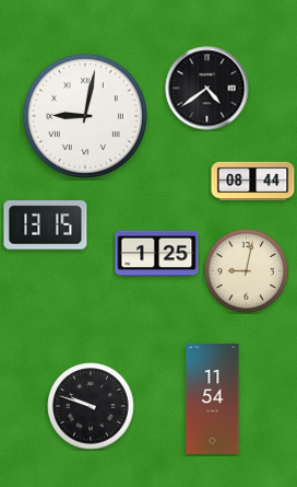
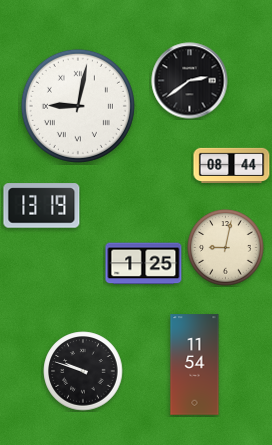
clock at (207, 89): 4:39 -> 2:39
clock at (46, 225): 13:15 -> 13:19
clock at (157, 254) position: (157, 254) -> (144, 264)
